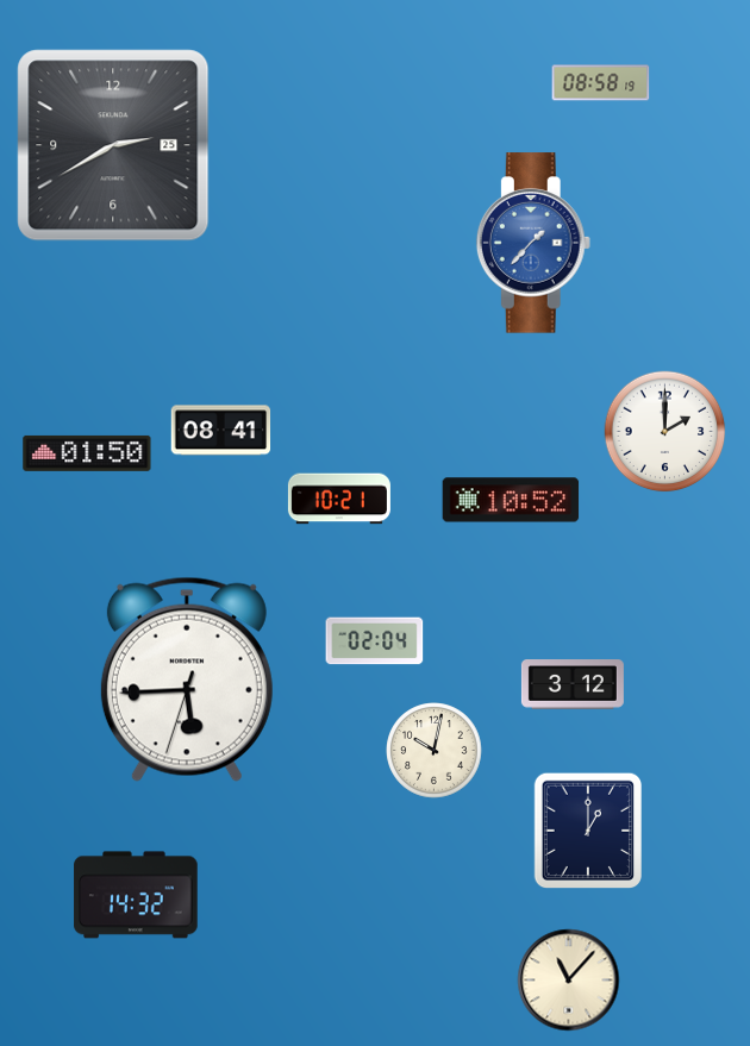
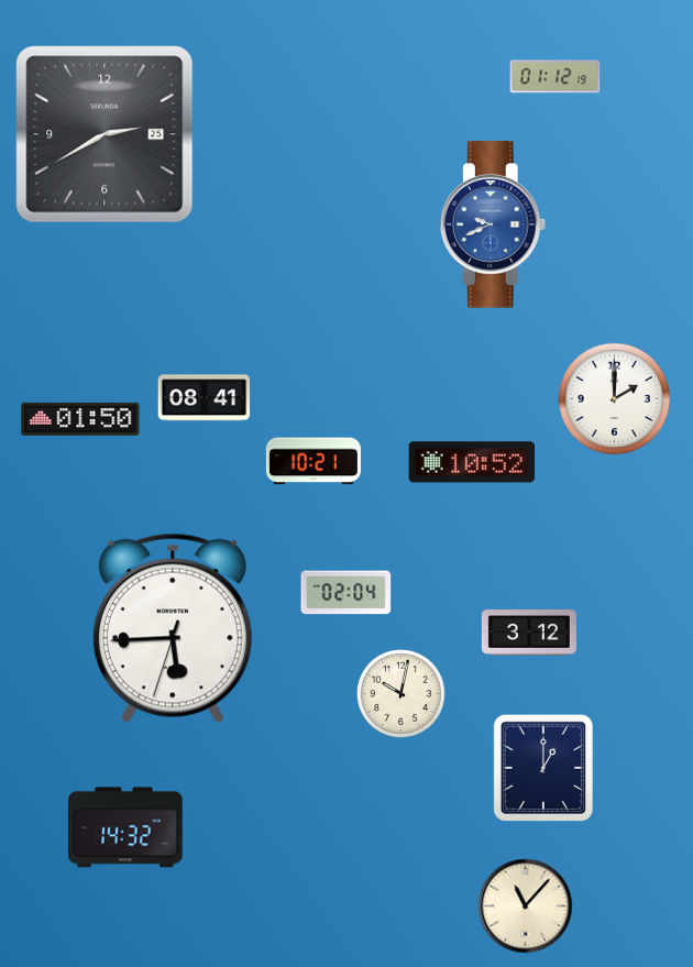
clock at (601, 83): 08:58 -> 01:12
clock at (533, 243): 1:37 -> 9:41
